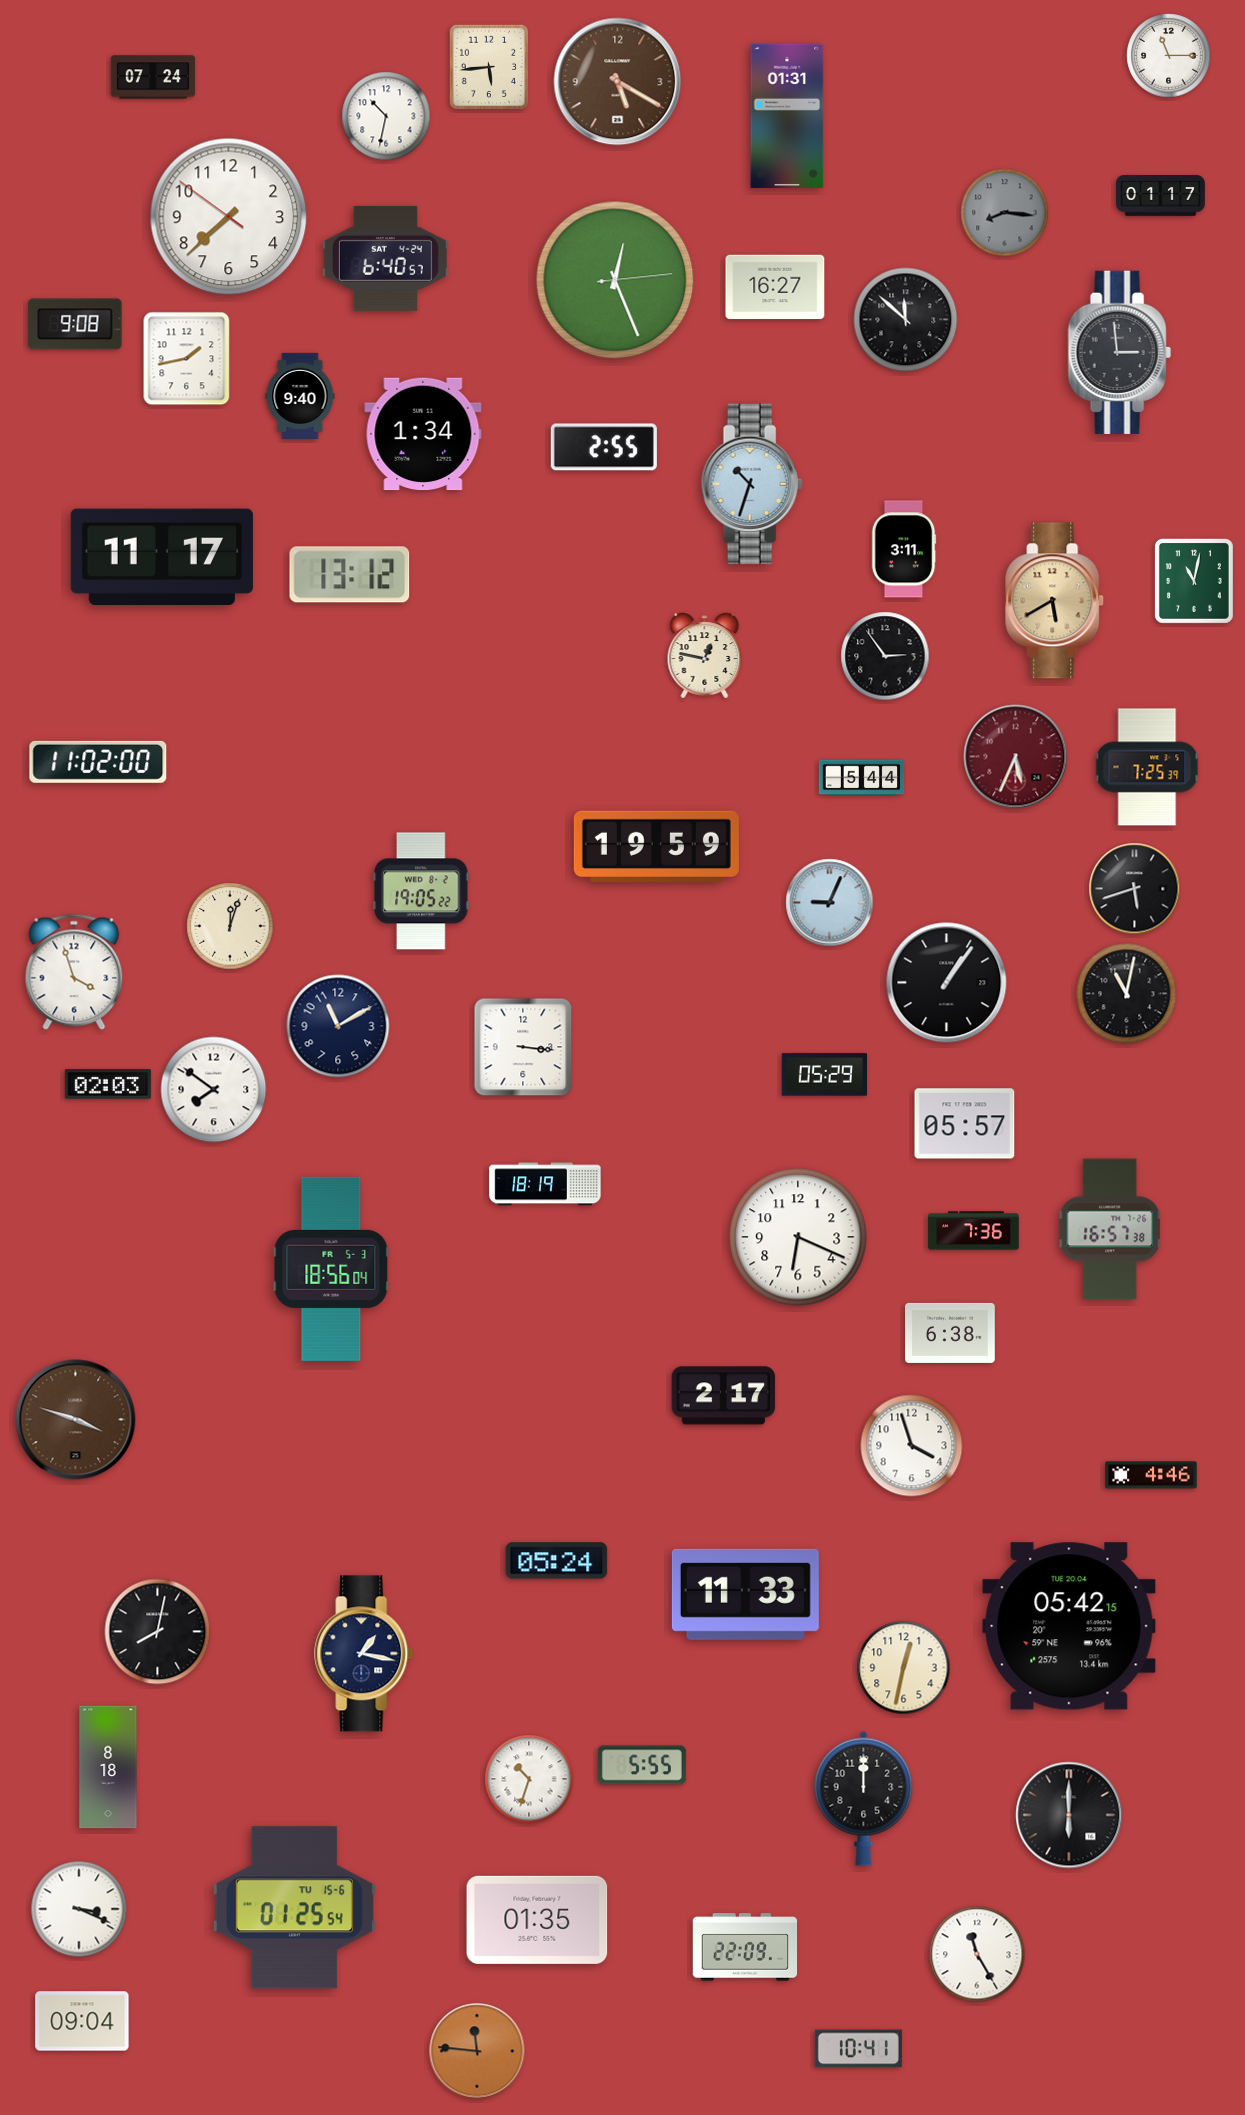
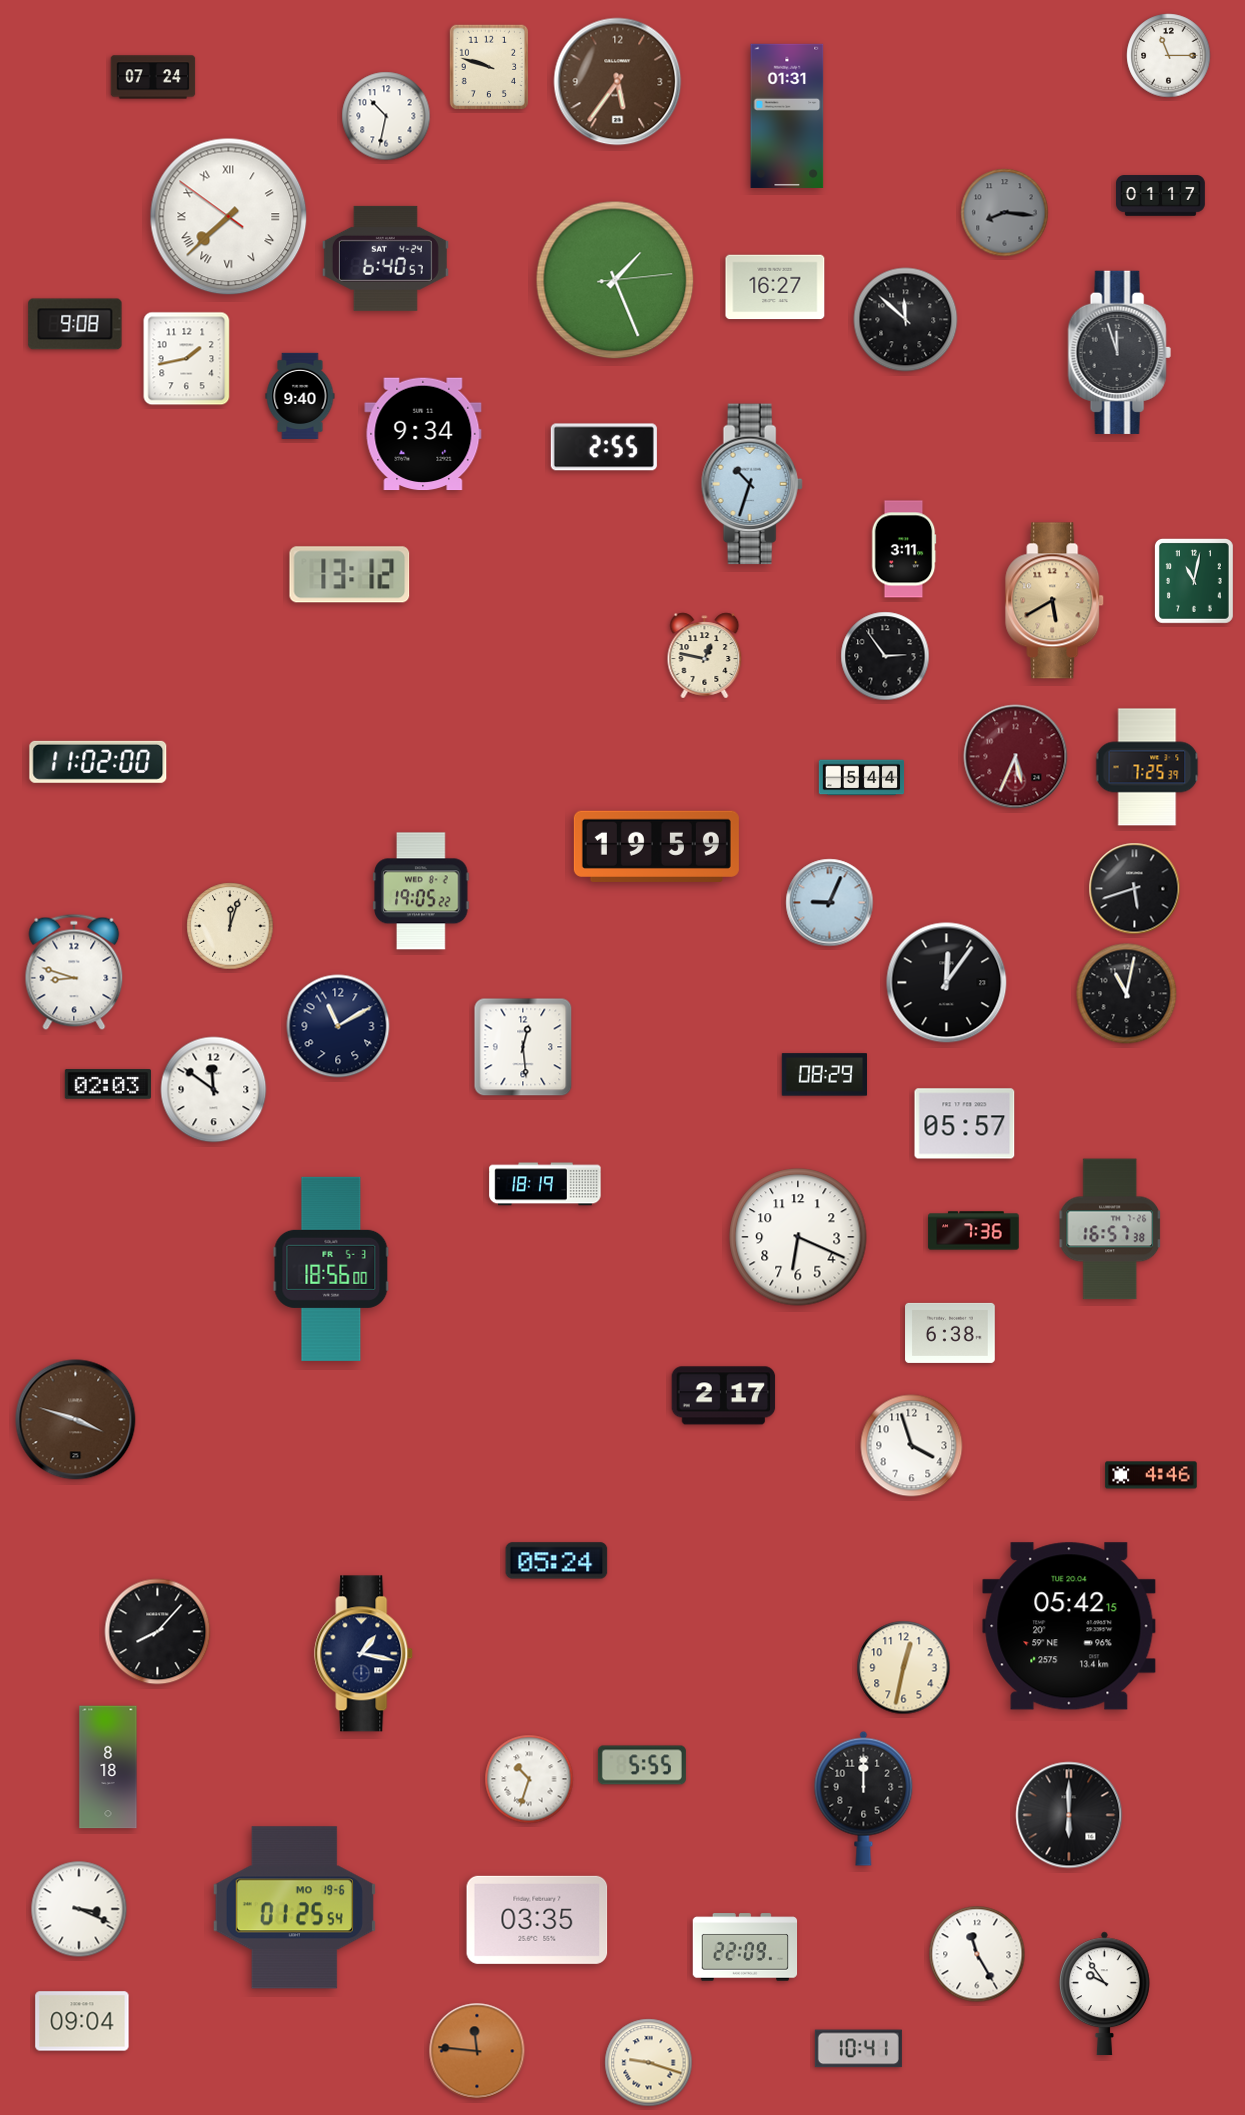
clock at (488, 67): 5:44 -> 9:48
clock at (618, 82): 5:20 -> 5:36
clock at (229, 217) numerals: Arabic -> Roman
clock at (615, 280): 12:26 -> 1:26
clock at (1119, 352): 2:59 -> 11:57
clock at (423, 434): 1:34 -> 9:34
clock at (162, 557): 11:17 -> none
clock at (74, 972): 3:57 -> 8:48
clock at (947, 983): 1:06 -> 12:06
clock at (523, 1047): 3:16 -> 12:29
clock at (824, 1075): 05:29 -> 08:29
clock at (214, 1090): 7:51 -> 11:51
clock at (331, 1269): 18:56:04 -> 18:56:00
clock at (745, 1594): 11:33 -> none
clock at (158, 1632): 8:02 -> 8:07
clock at (294, 1908) date: TU 15-6 -> MO 19-6
clock at (537, 1920): 01:35 -> 03:35
clock at (1104, 1994): none -> 9:54
clock at (649, 2063): none -> 9:18
